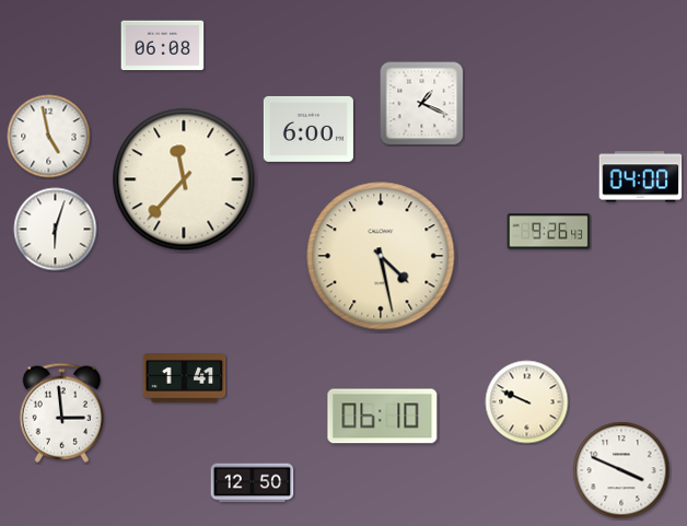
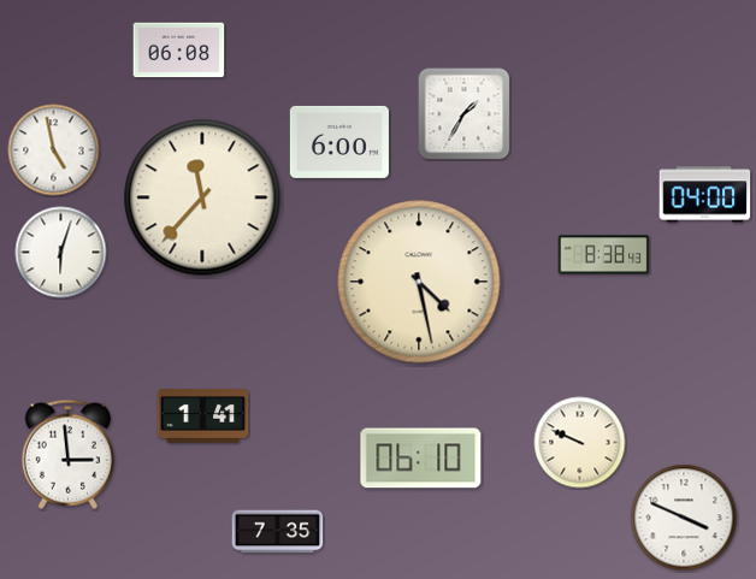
clock at (422, 104): 1:19 -> 1:35
clock at (549, 232): 9:26 -> 8:38
clock at (253, 483): 12:50 -> 7:35
